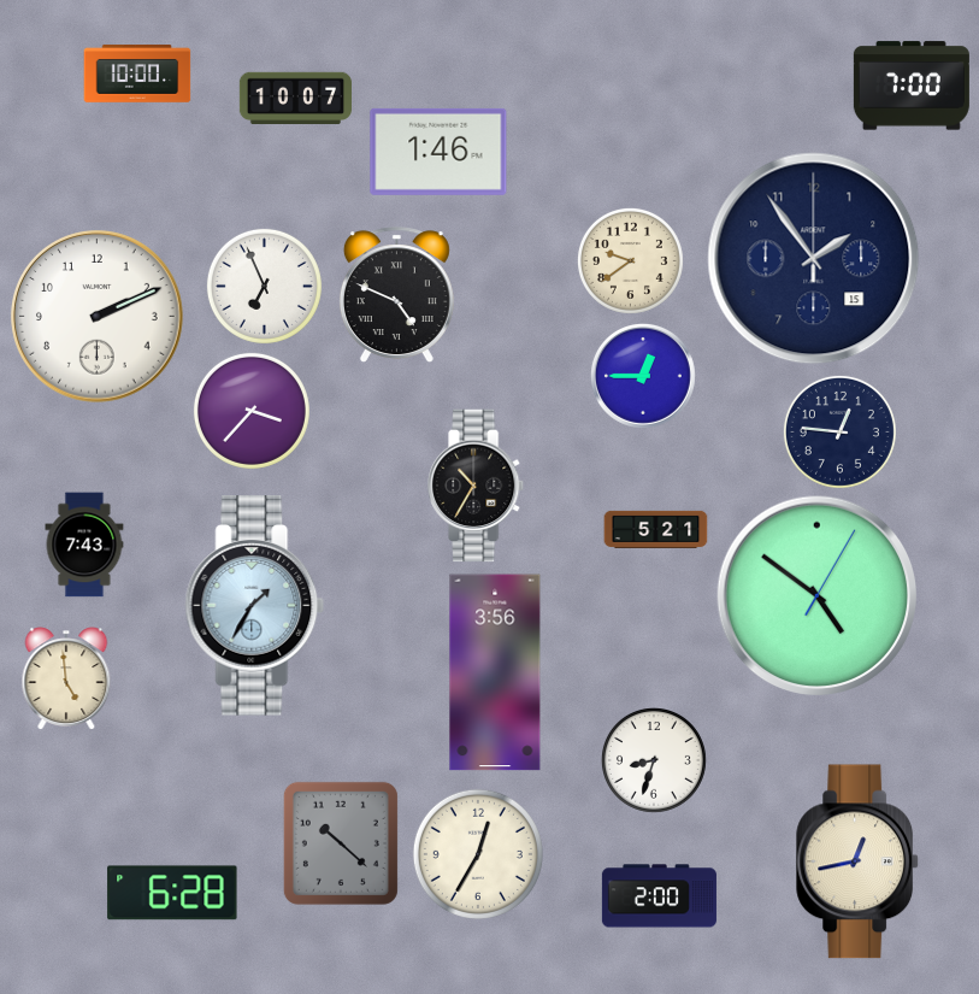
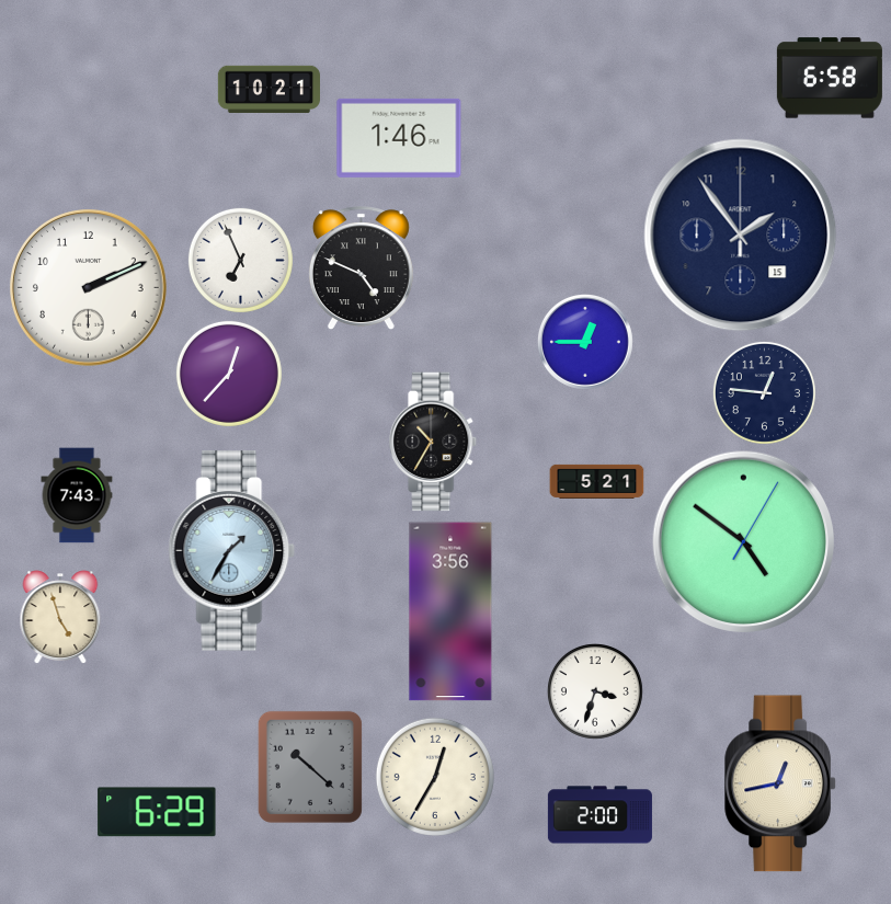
clock at (137, 73): 10:00 -> none
clock at (912, 86): 7:00 -> 6:58
clock at (295, 99): 10:07 -> 10:21
clock at (630, 260): 9:39 -> none
clock at (252, 411): 3:37 -> 12:37
clock at (66, 678): 4:59 -> 4:57
clock at (654, 760): 8:33 -> 3:33
clock at (172, 893): 6:28 -> 6:29
